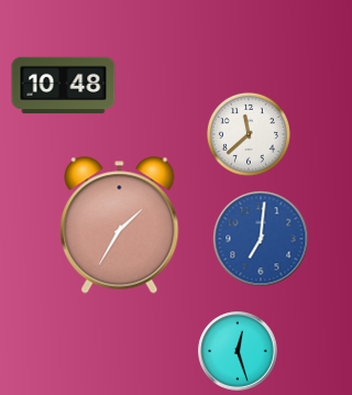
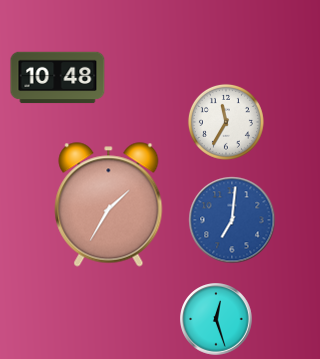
clock at (249, 134): 11:38 -> 11:35
clock at (261, 239) position: (261, 239) -> (232, 220)
